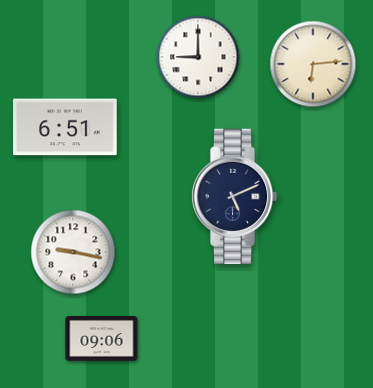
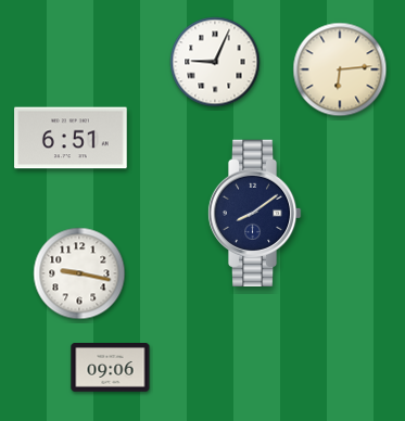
clock at (198, 57): 9:00 -> 9:04
clock at (234, 196): 5:11 -> 8:09
